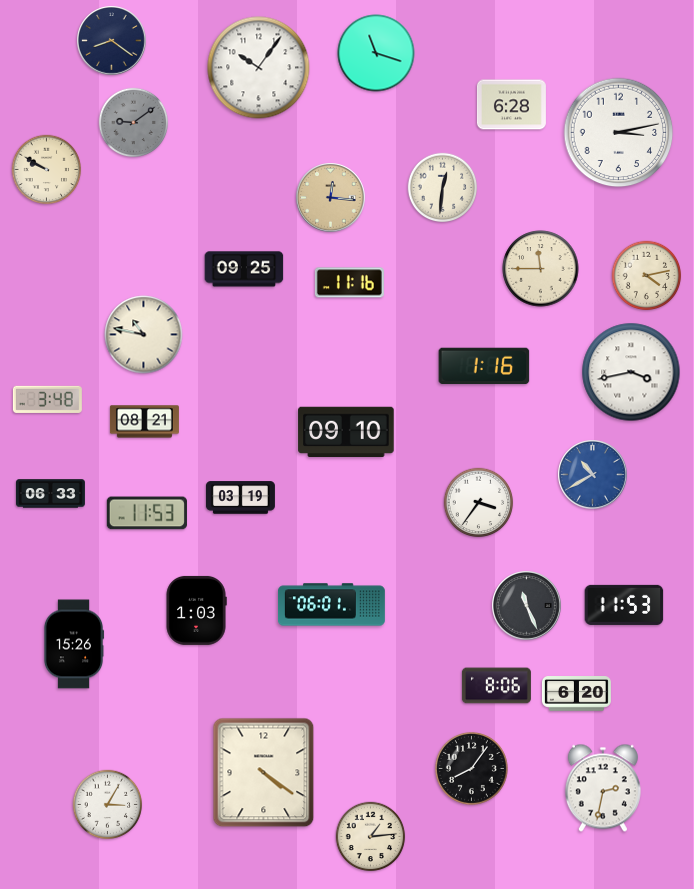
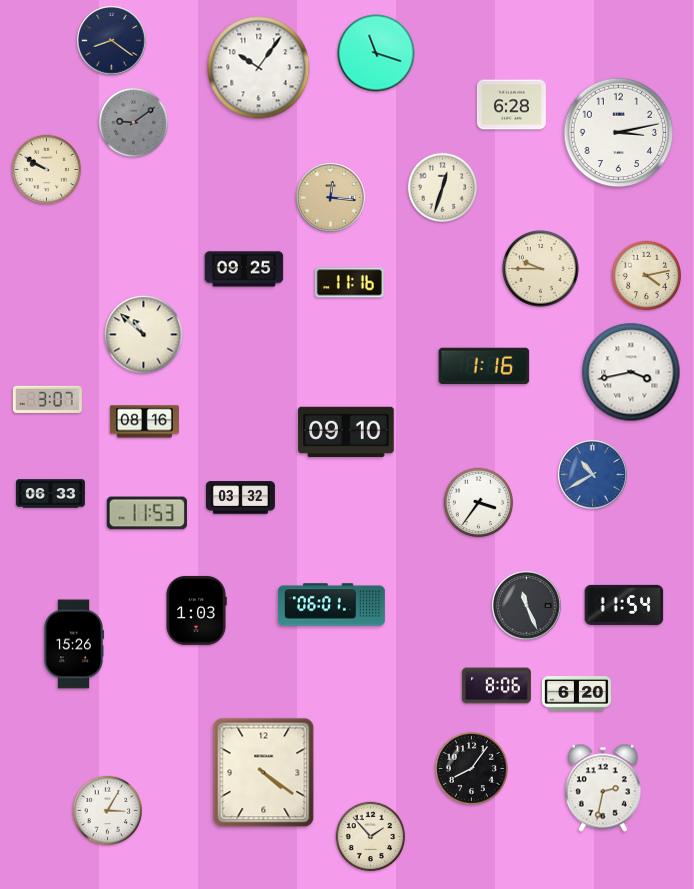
clock at (443, 188): 12:31 -> 12:33
clock at (541, 269): 11:45 -> 9:45
clock at (144, 335): 10:47 -> 10:52
clock at (47, 399): 3:48 -> 3:07
clock at (144, 422): 08:21 -> 08:16
clock at (240, 498): 03:19 -> 03:32
clock at (624, 605): 11:53 -> 11:54
clock at (108, 805) position: (108, 805) -> (108, 811)
clock at (371, 837): 1:14 -> 1:53
